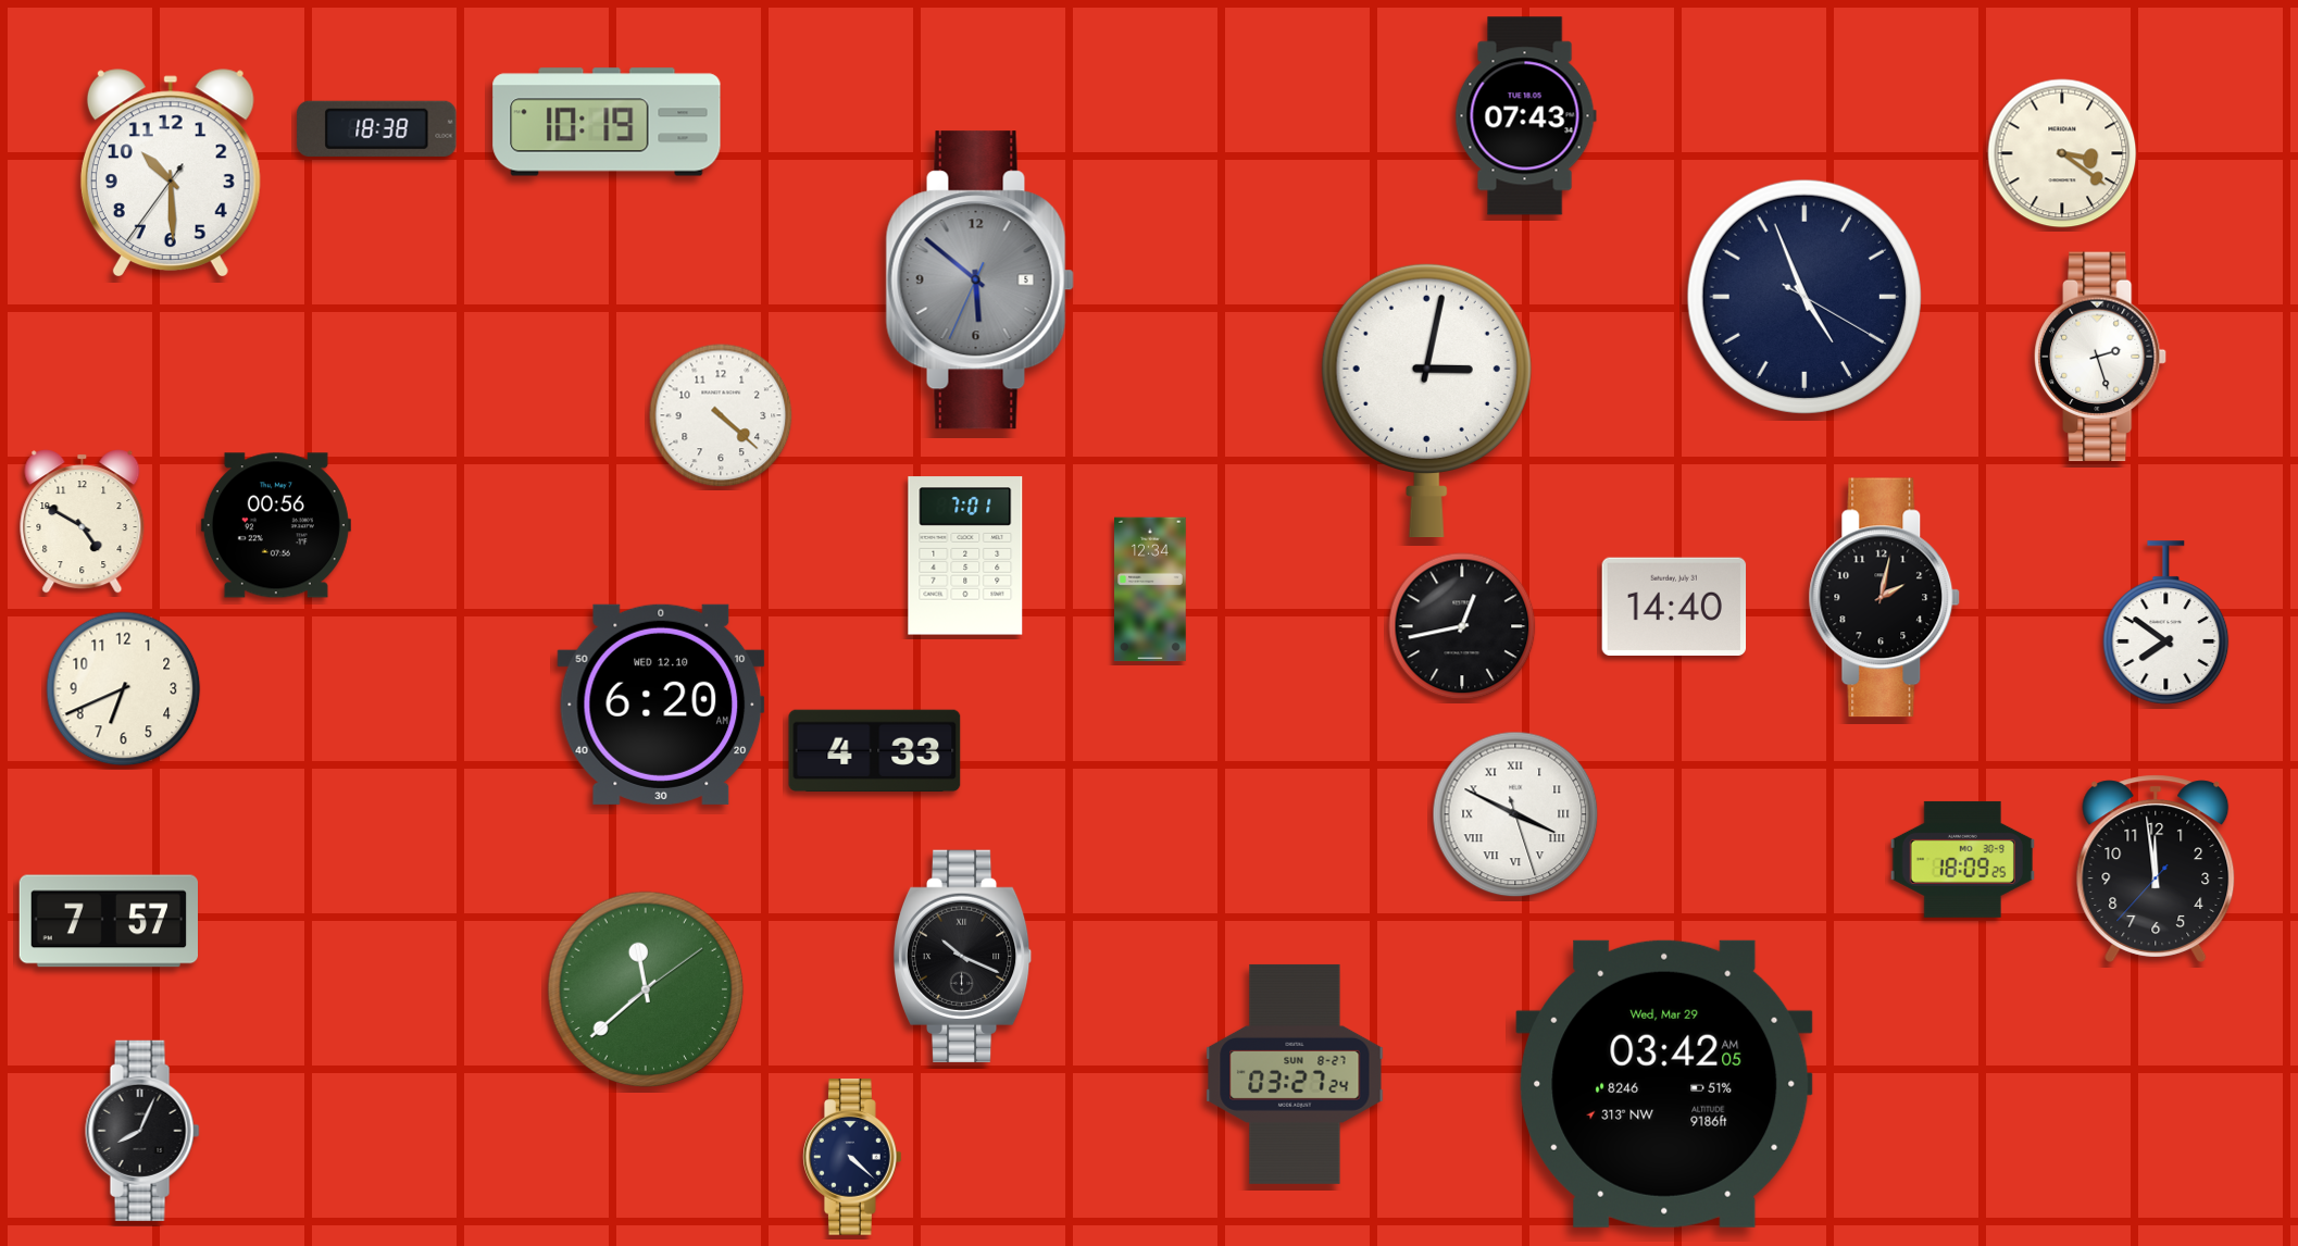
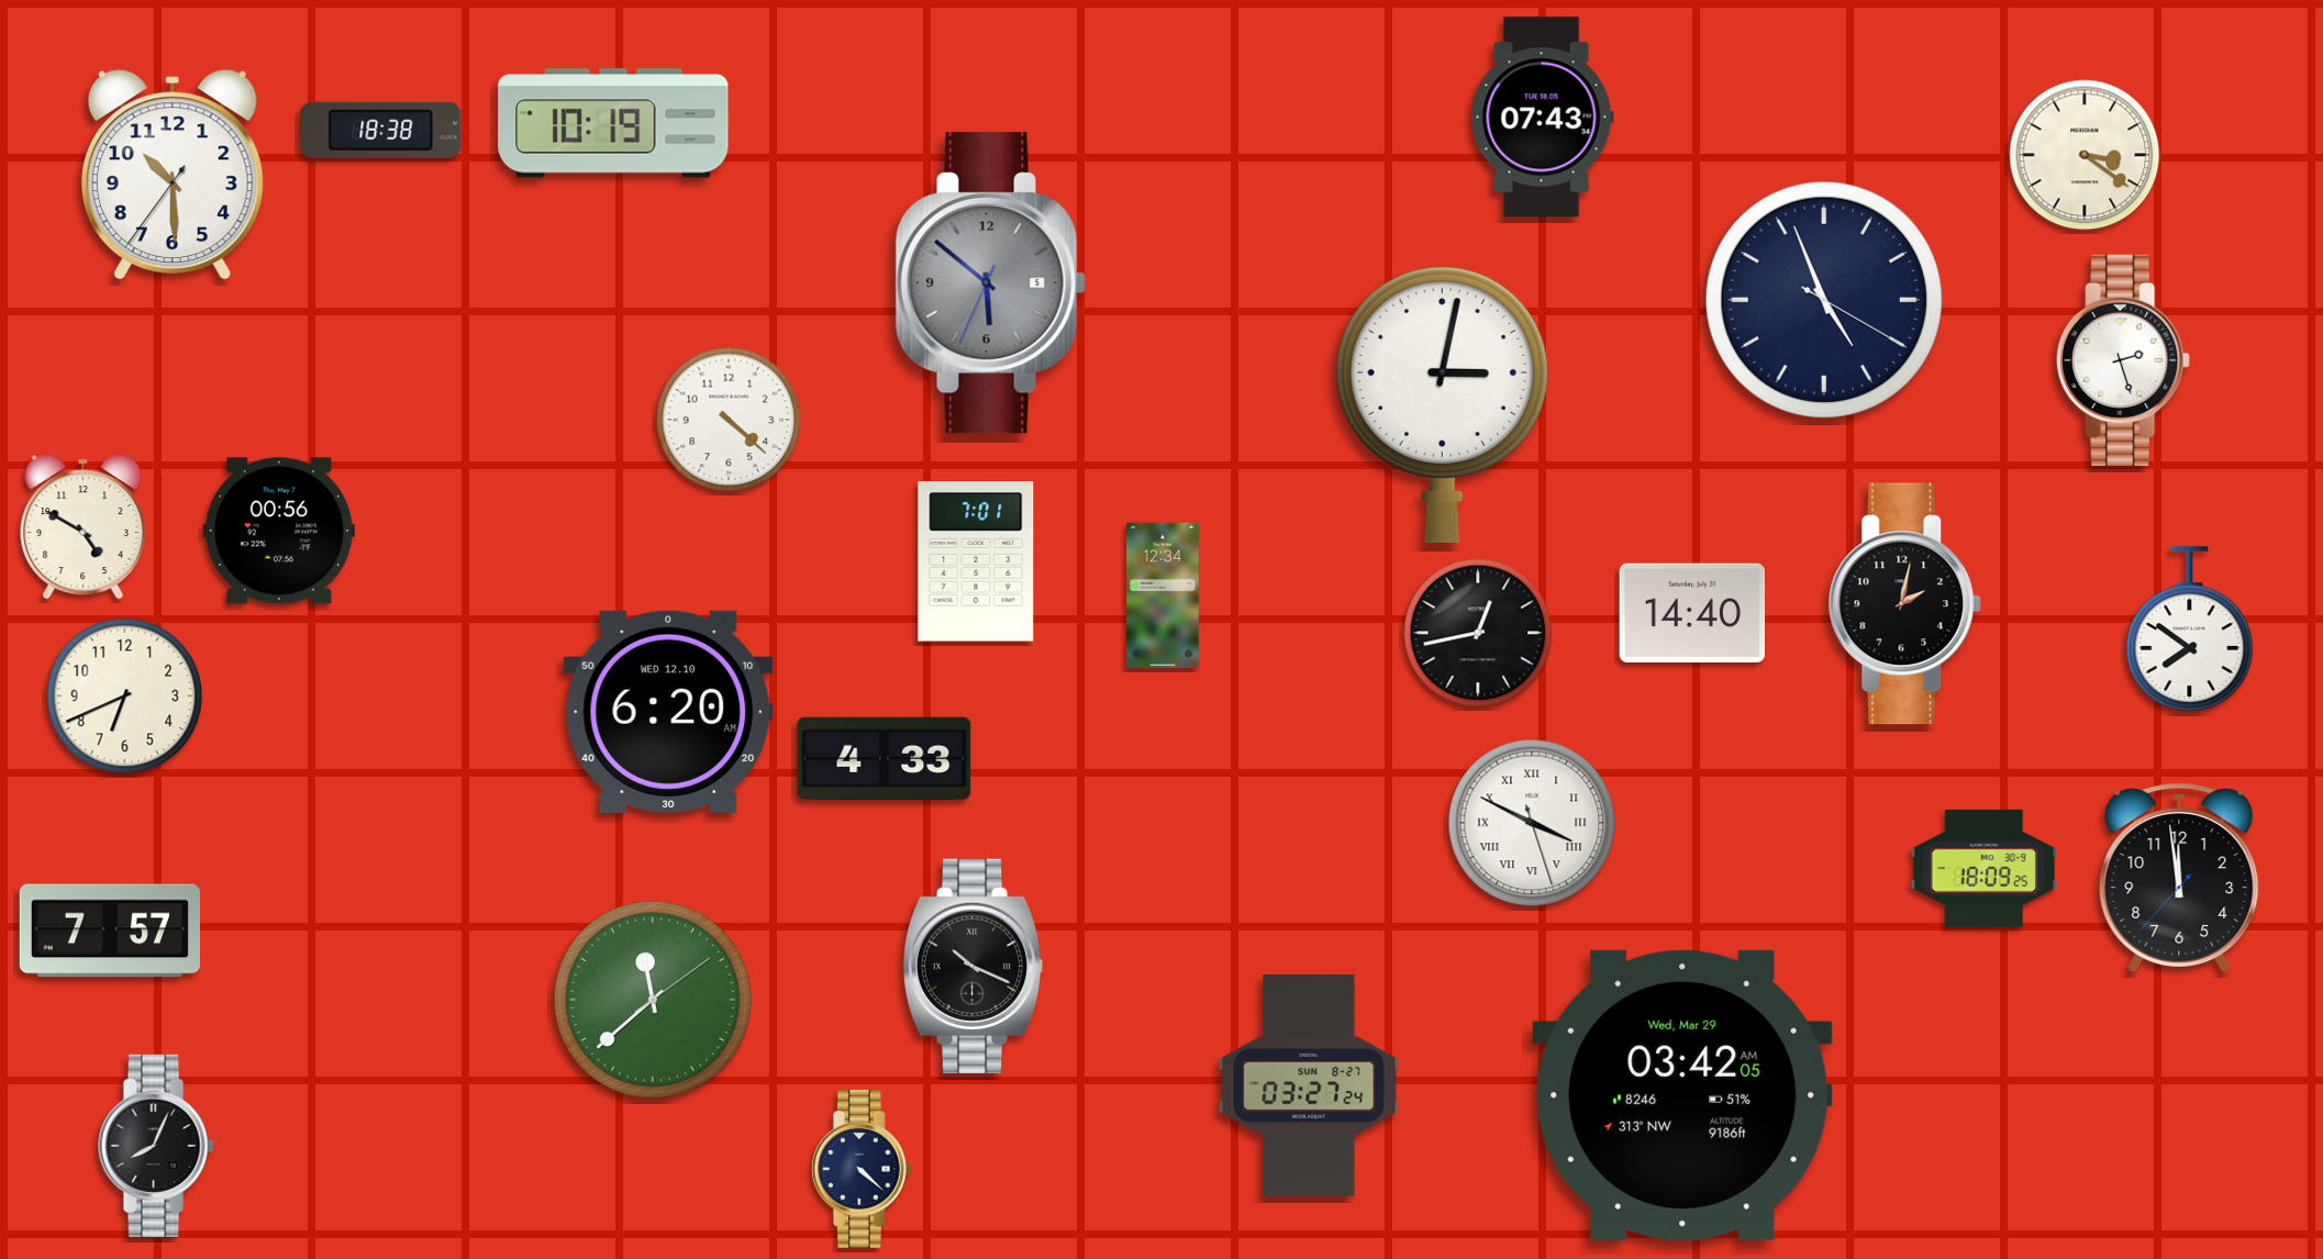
clock at (142, 1131) position: (142, 1131) -> (156, 1146)
